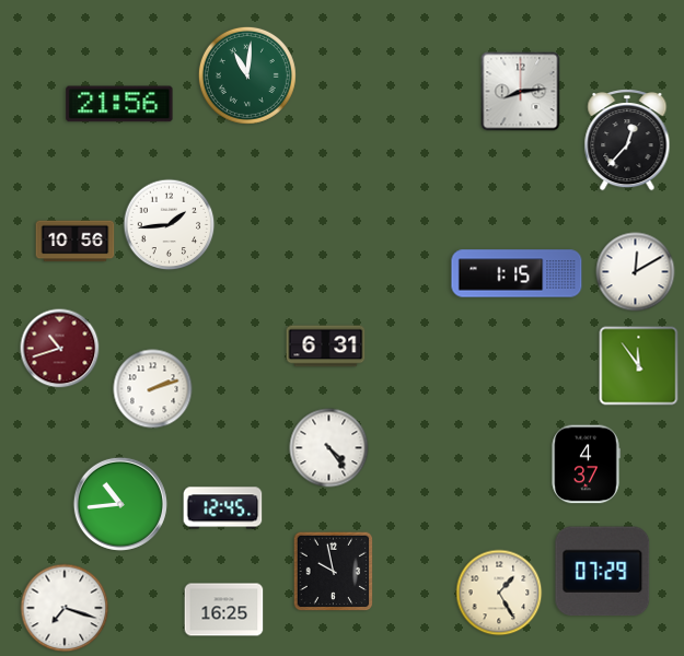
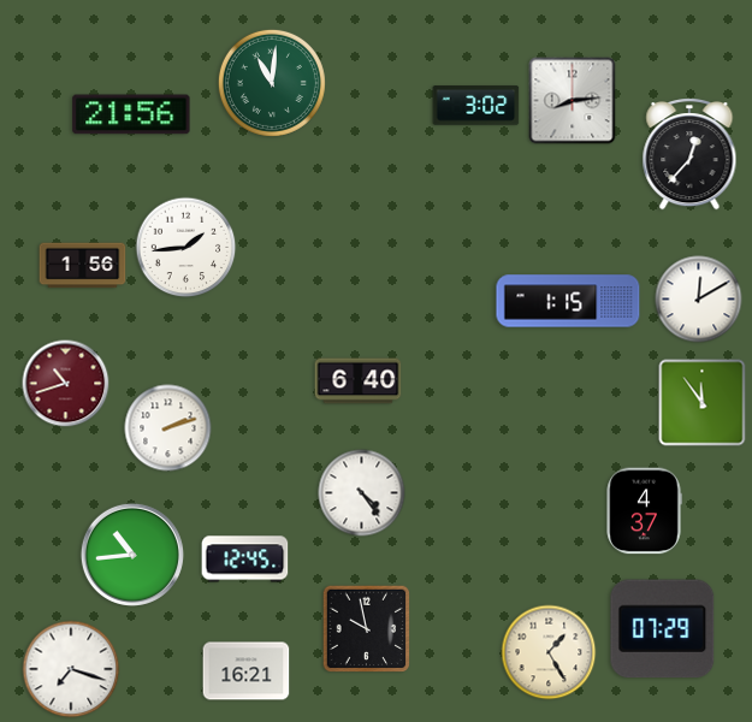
clock at (476, 106): none -> 3:02
clock at (76, 242): 10:56 -> 1:56
clock at (326, 347): 6:31 -> 6:40
clock at (224, 610): 16:25 -> 16:21
